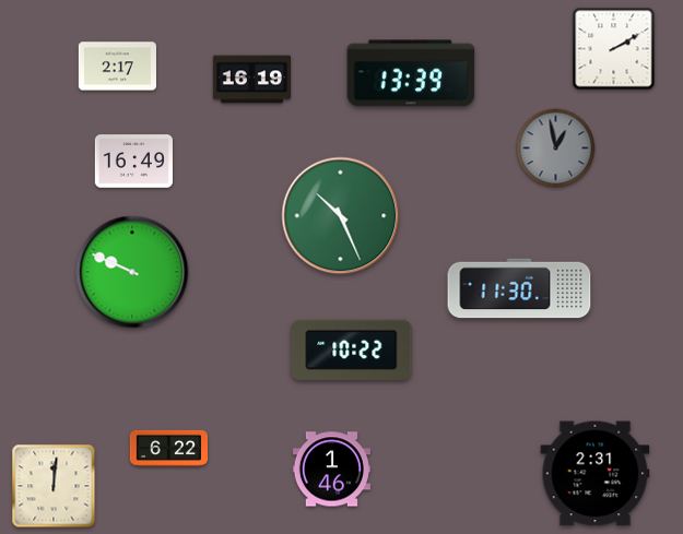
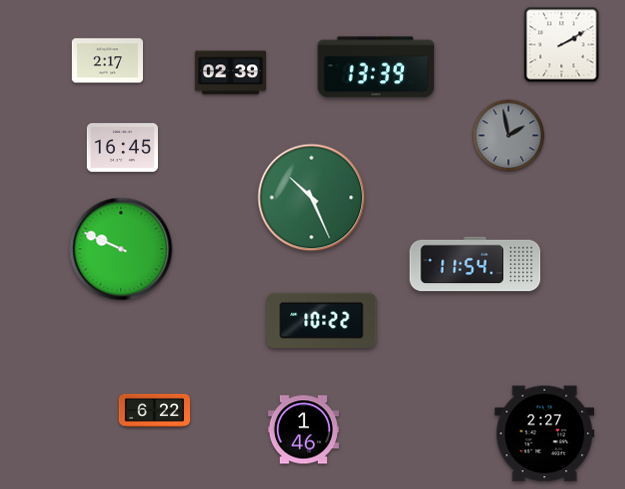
clock at (251, 80): 16:19 -> 02:39
clock at (556, 149): 12:58 -> 1:58
clock at (133, 162): 16:49 -> 16:45
clock at (519, 288): 11:30 -> 11:54
clock at (596, 474): 2:31 -> 2:27
clock at (54, 486): 12:01 -> none
